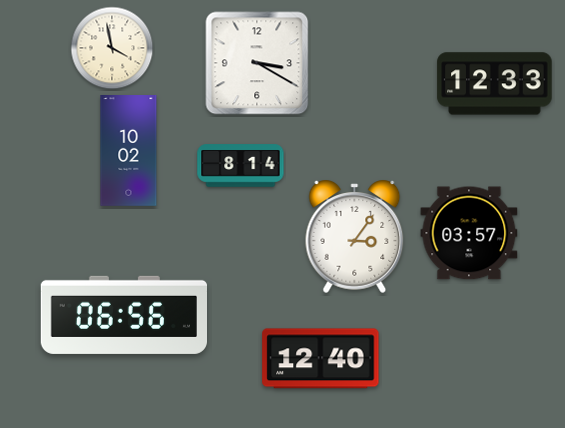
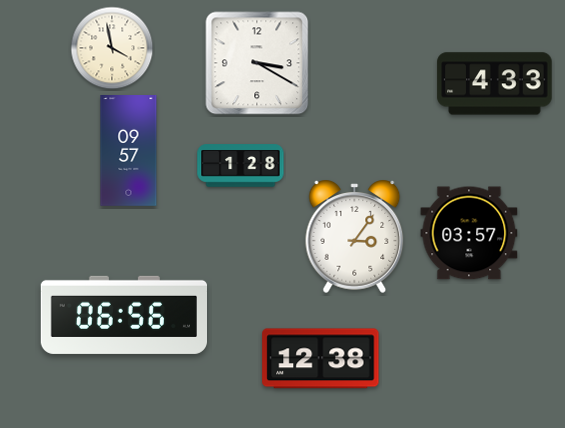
clock at (495, 84): 12:33 -> 4:33
clock at (129, 151): 10:02 -> 09:57
clock at (241, 166): 8:14 -> 1:28
clock at (321, 359): 12:40 -> 12:38
